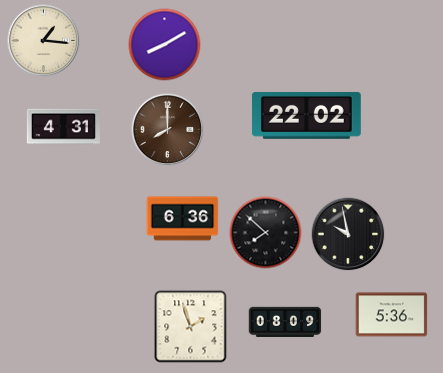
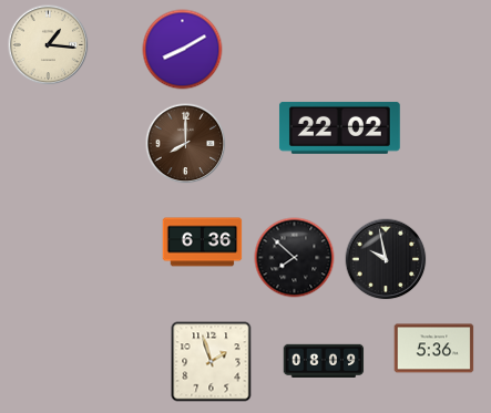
clock at (63, 127): 4:31 -> none
clock at (285, 321) position: (285, 321) -> (324, 360)
